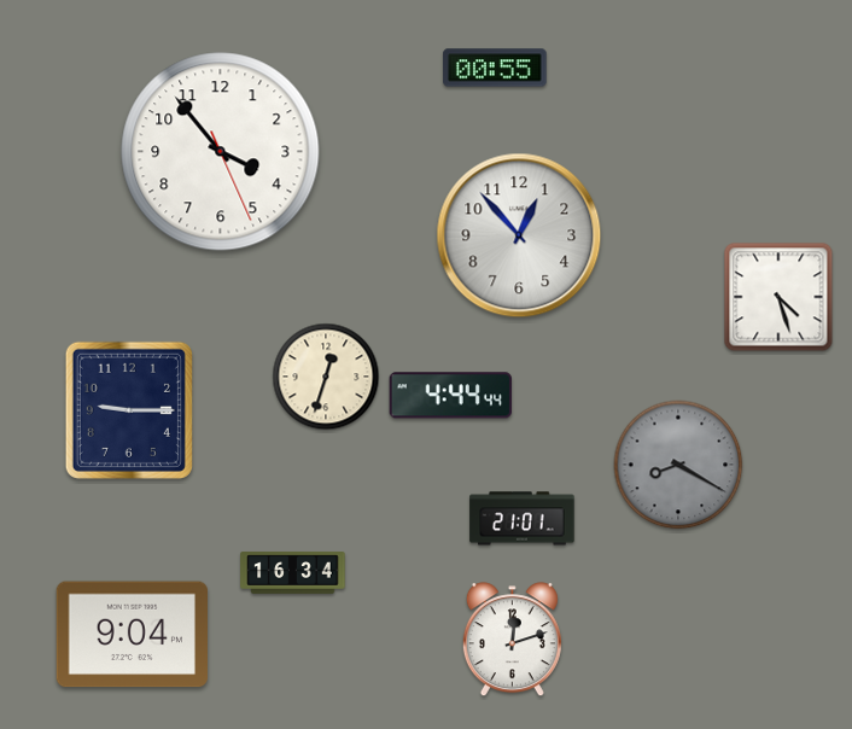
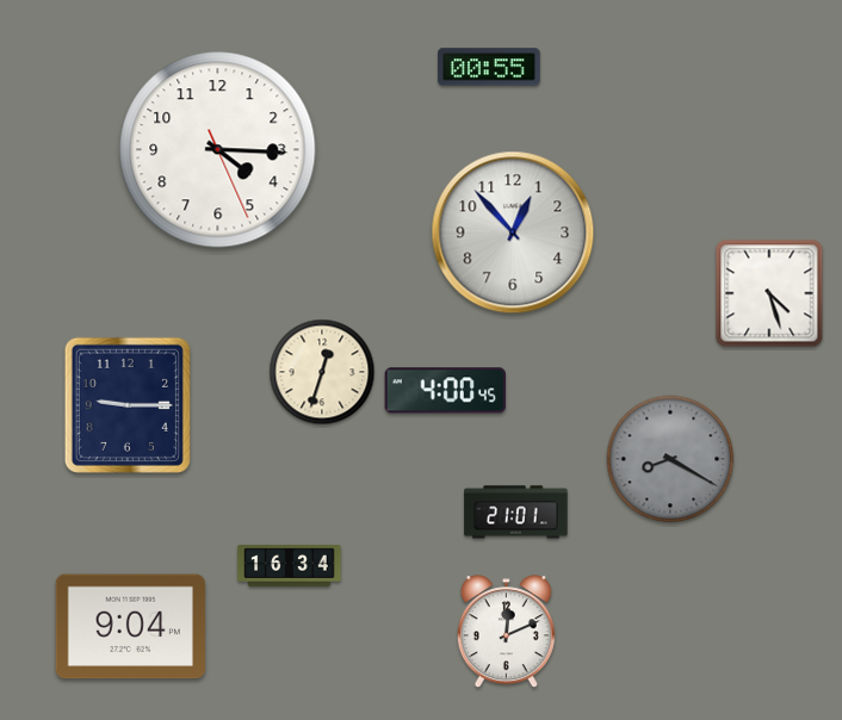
clock at (221, 152): 3:53 -> 4:15
clock at (450, 396): 4:44 -> 4:00
clock at (512, 640): 12:12 -> 12:11
